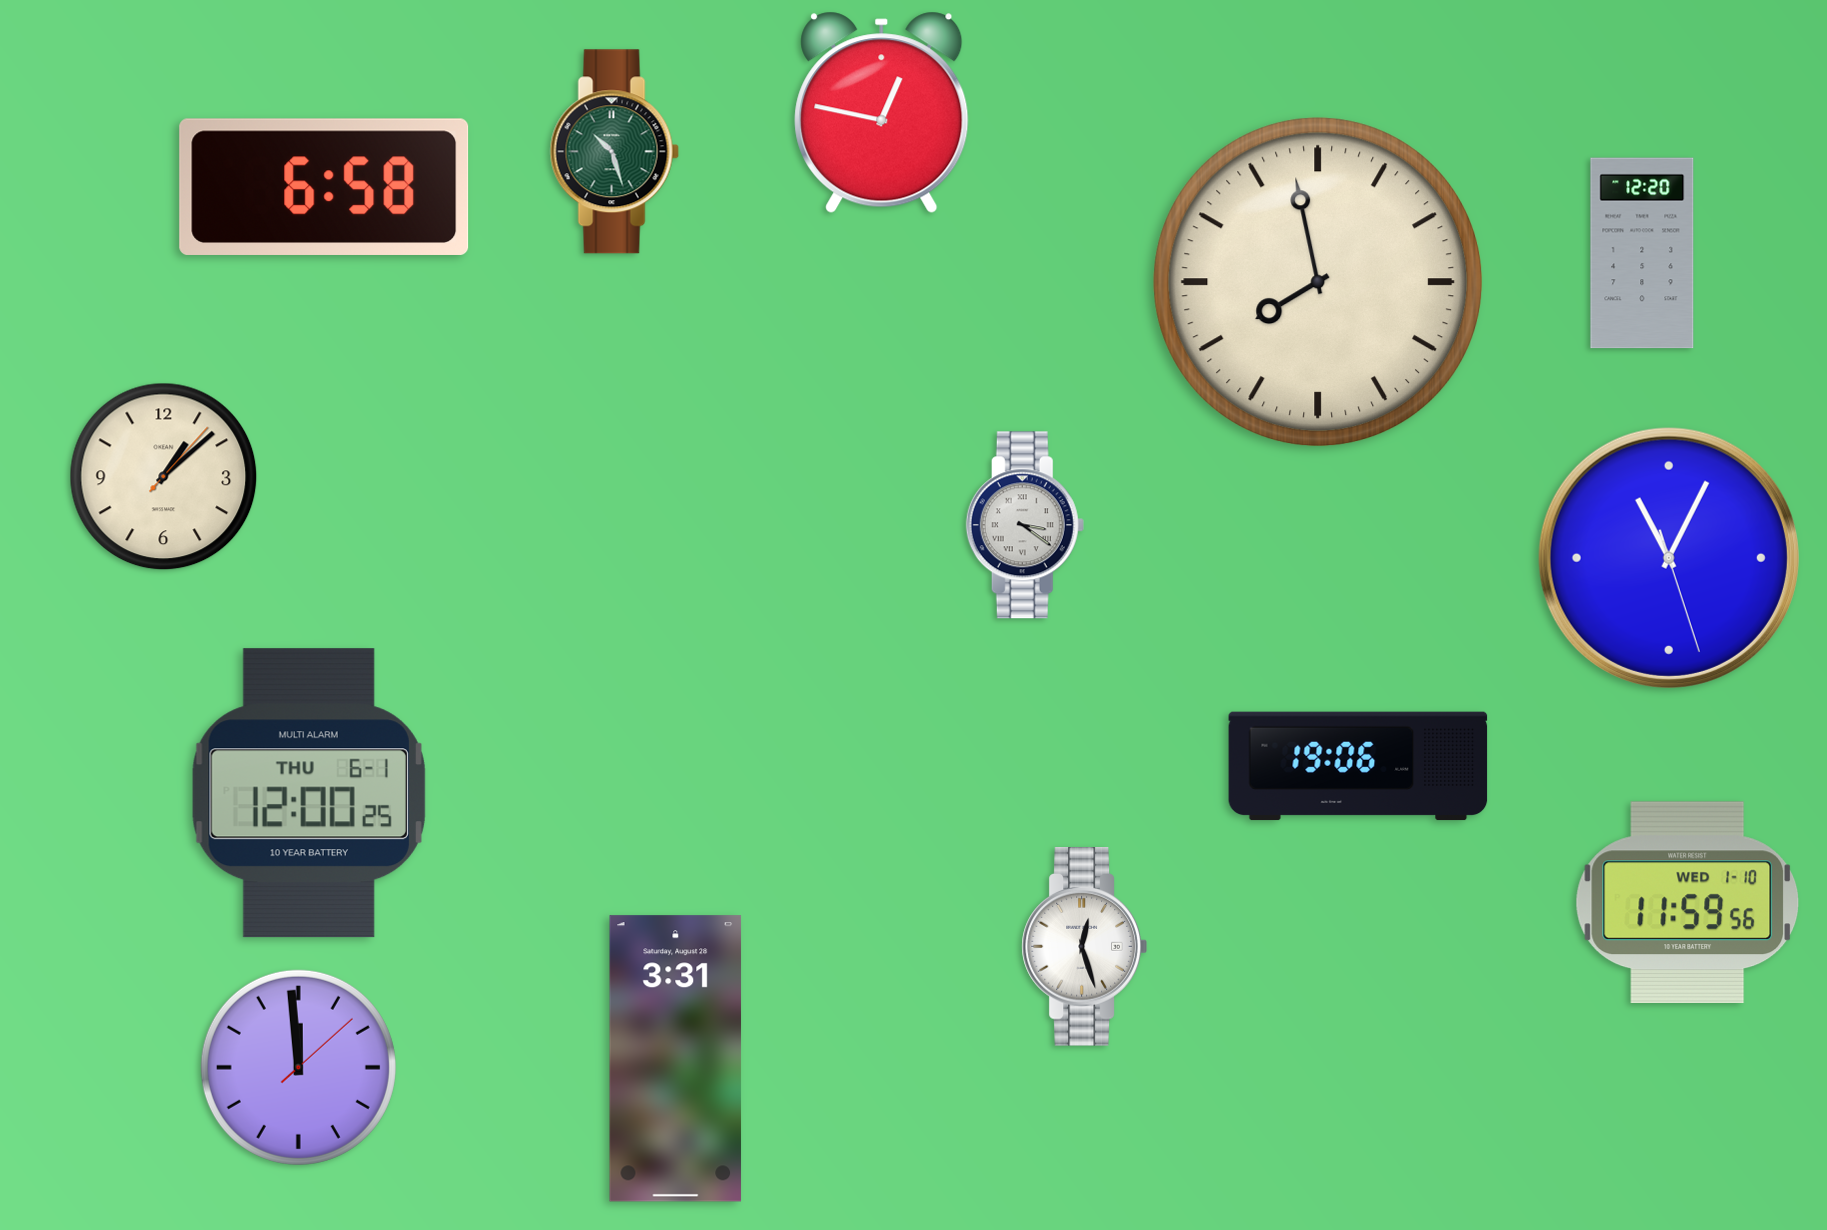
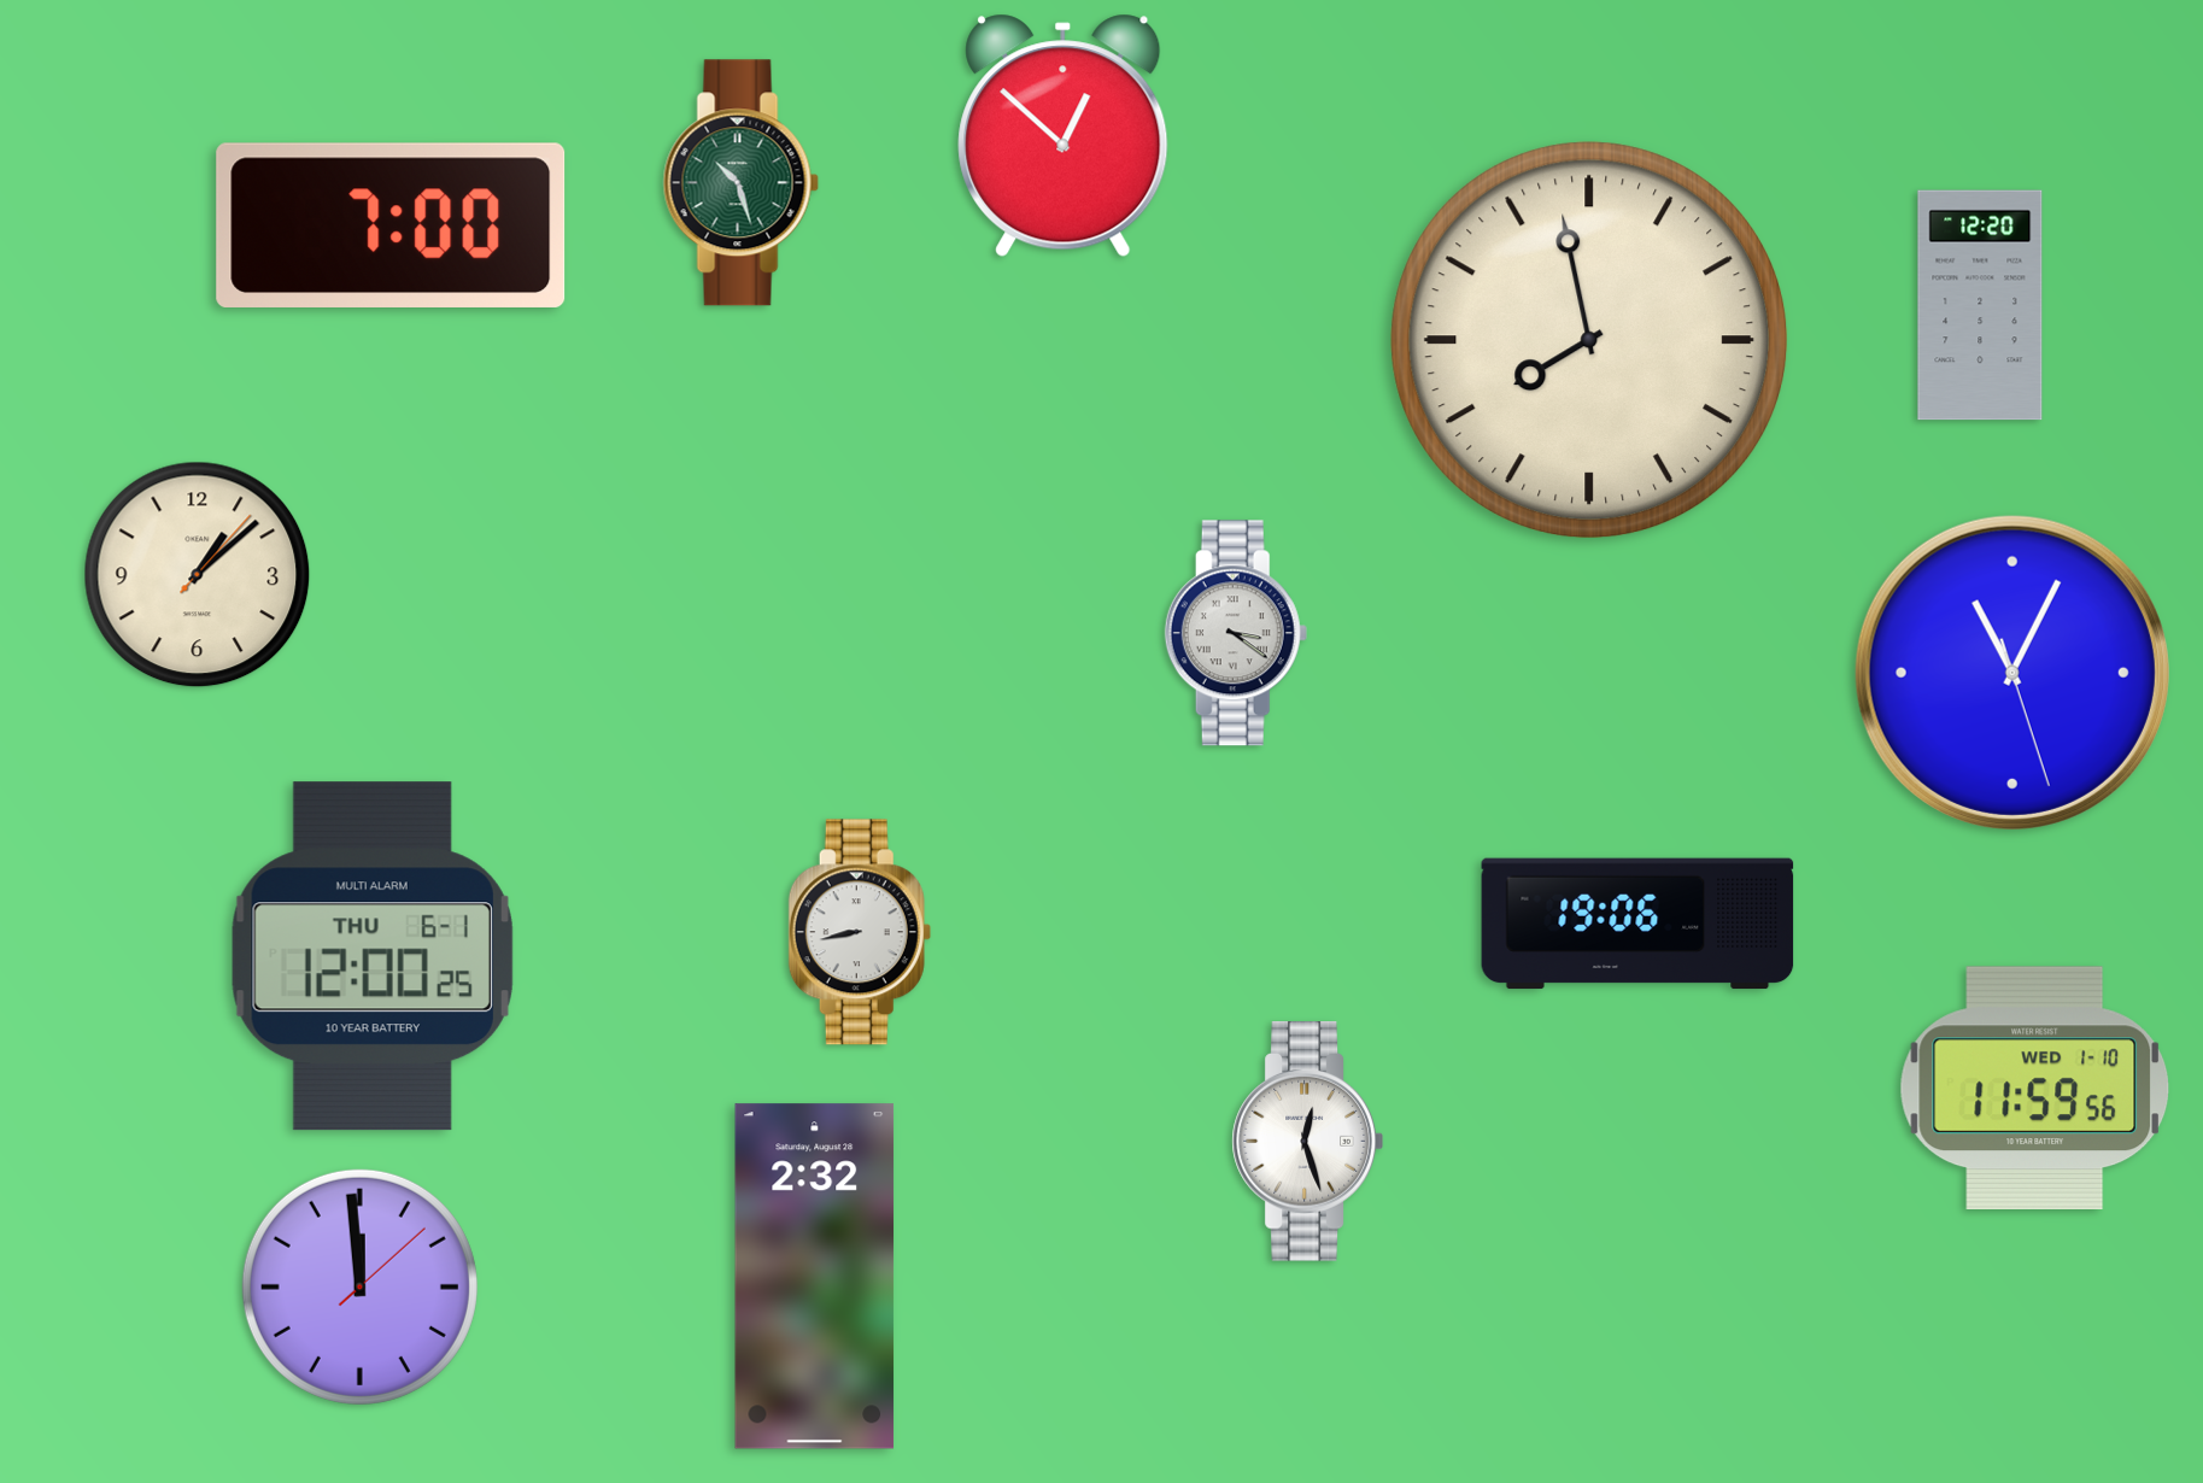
clock at (882, 112): 12:47 -> 12:52
clock at (324, 187): 6:58 -> 7:00
clock at (860, 932): none -> 8:43
clock at (676, 1059): 3:31 -> 2:32
